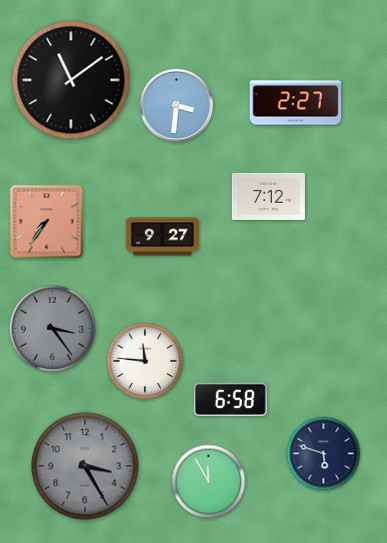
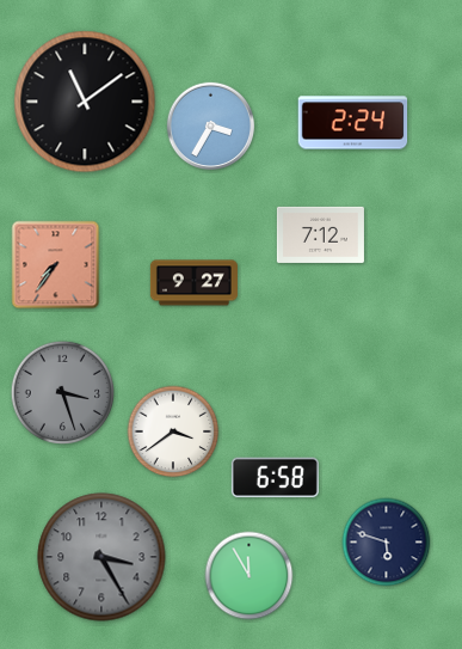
clock at (71, 80) position: (71, 80) -> (85, 102)
clock at (296, 103): 2:27 -> 2:24
clock at (177, 106): 3:31 -> 3:35
clock at (52, 328): 3:24 -> 3:27
clock at (145, 361): 11:46 -> 3:39
